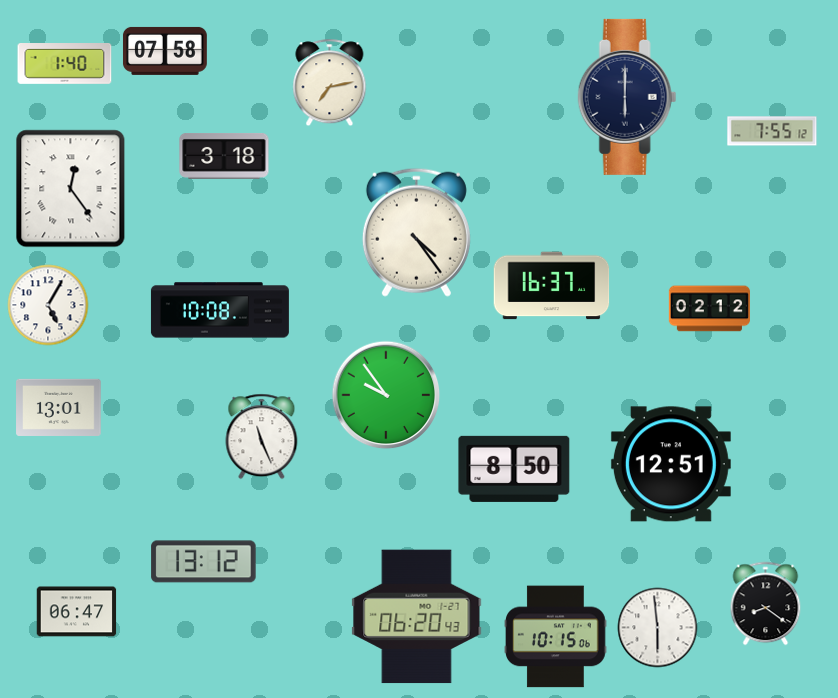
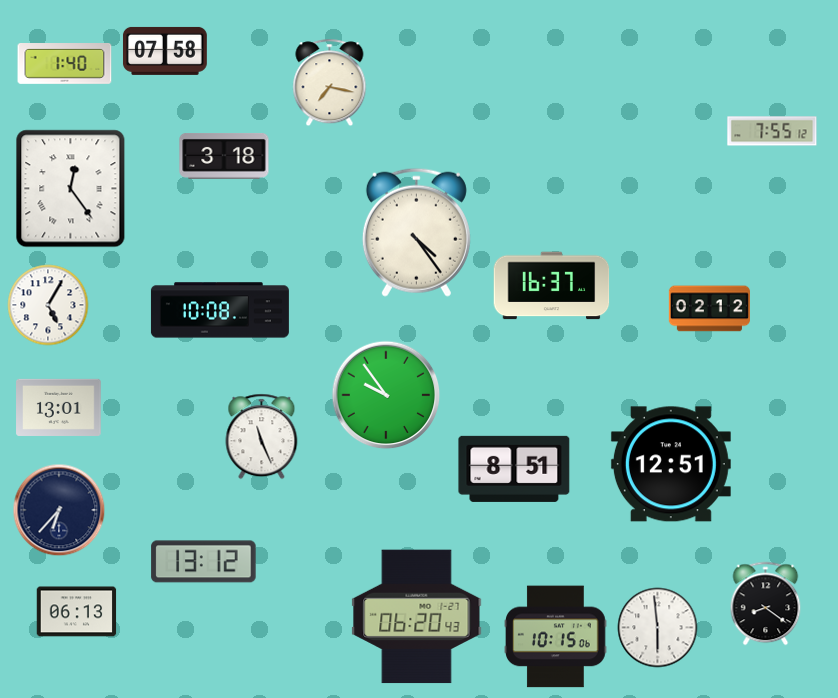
clock at (330, 83): 7:13 -> 7:17
clock at (627, 97): 6:00 -> none
clock at (514, 469): 8:50 -> 8:51
clock at (59, 510): none -> 6:37
clock at (77, 612): 06:47 -> 06:13
